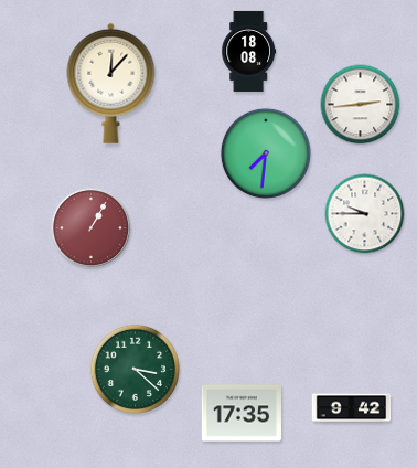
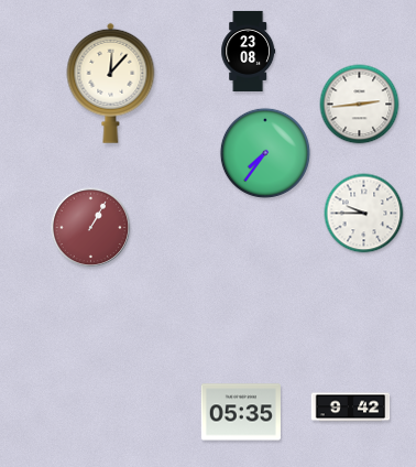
clock at (249, 51): 18:08 -> 23:08
clock at (266, 153): 7:31 -> 7:36
clock at (135, 369): 3:22 -> none
clock at (242, 413): 17:35 -> 05:35
